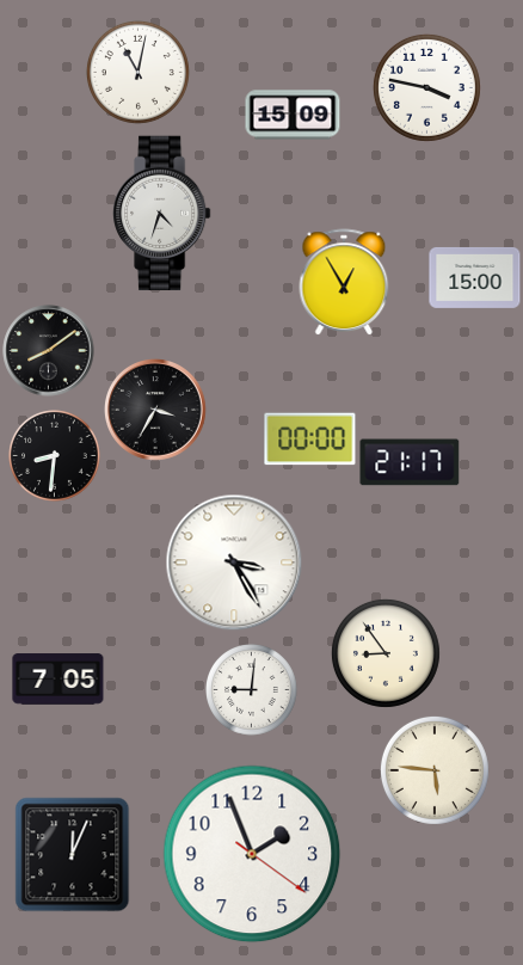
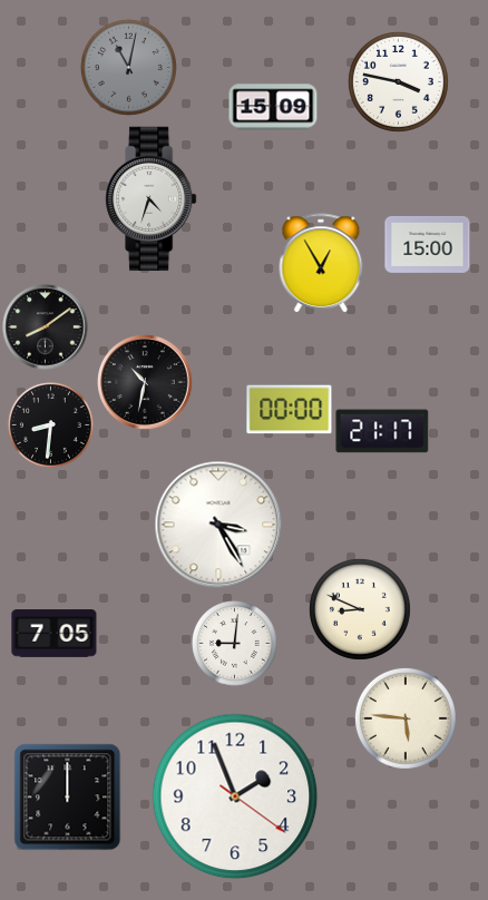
clock at (137, 72) dial: white -> grey
clock at (475, 277) position: (475, 277) -> (428, 244)
clock at (156, 411): 3:35 -> 10:32
clock at (386, 653): 8:54 -> 8:49
clock at (73, 855): 12:04 -> 12:00
